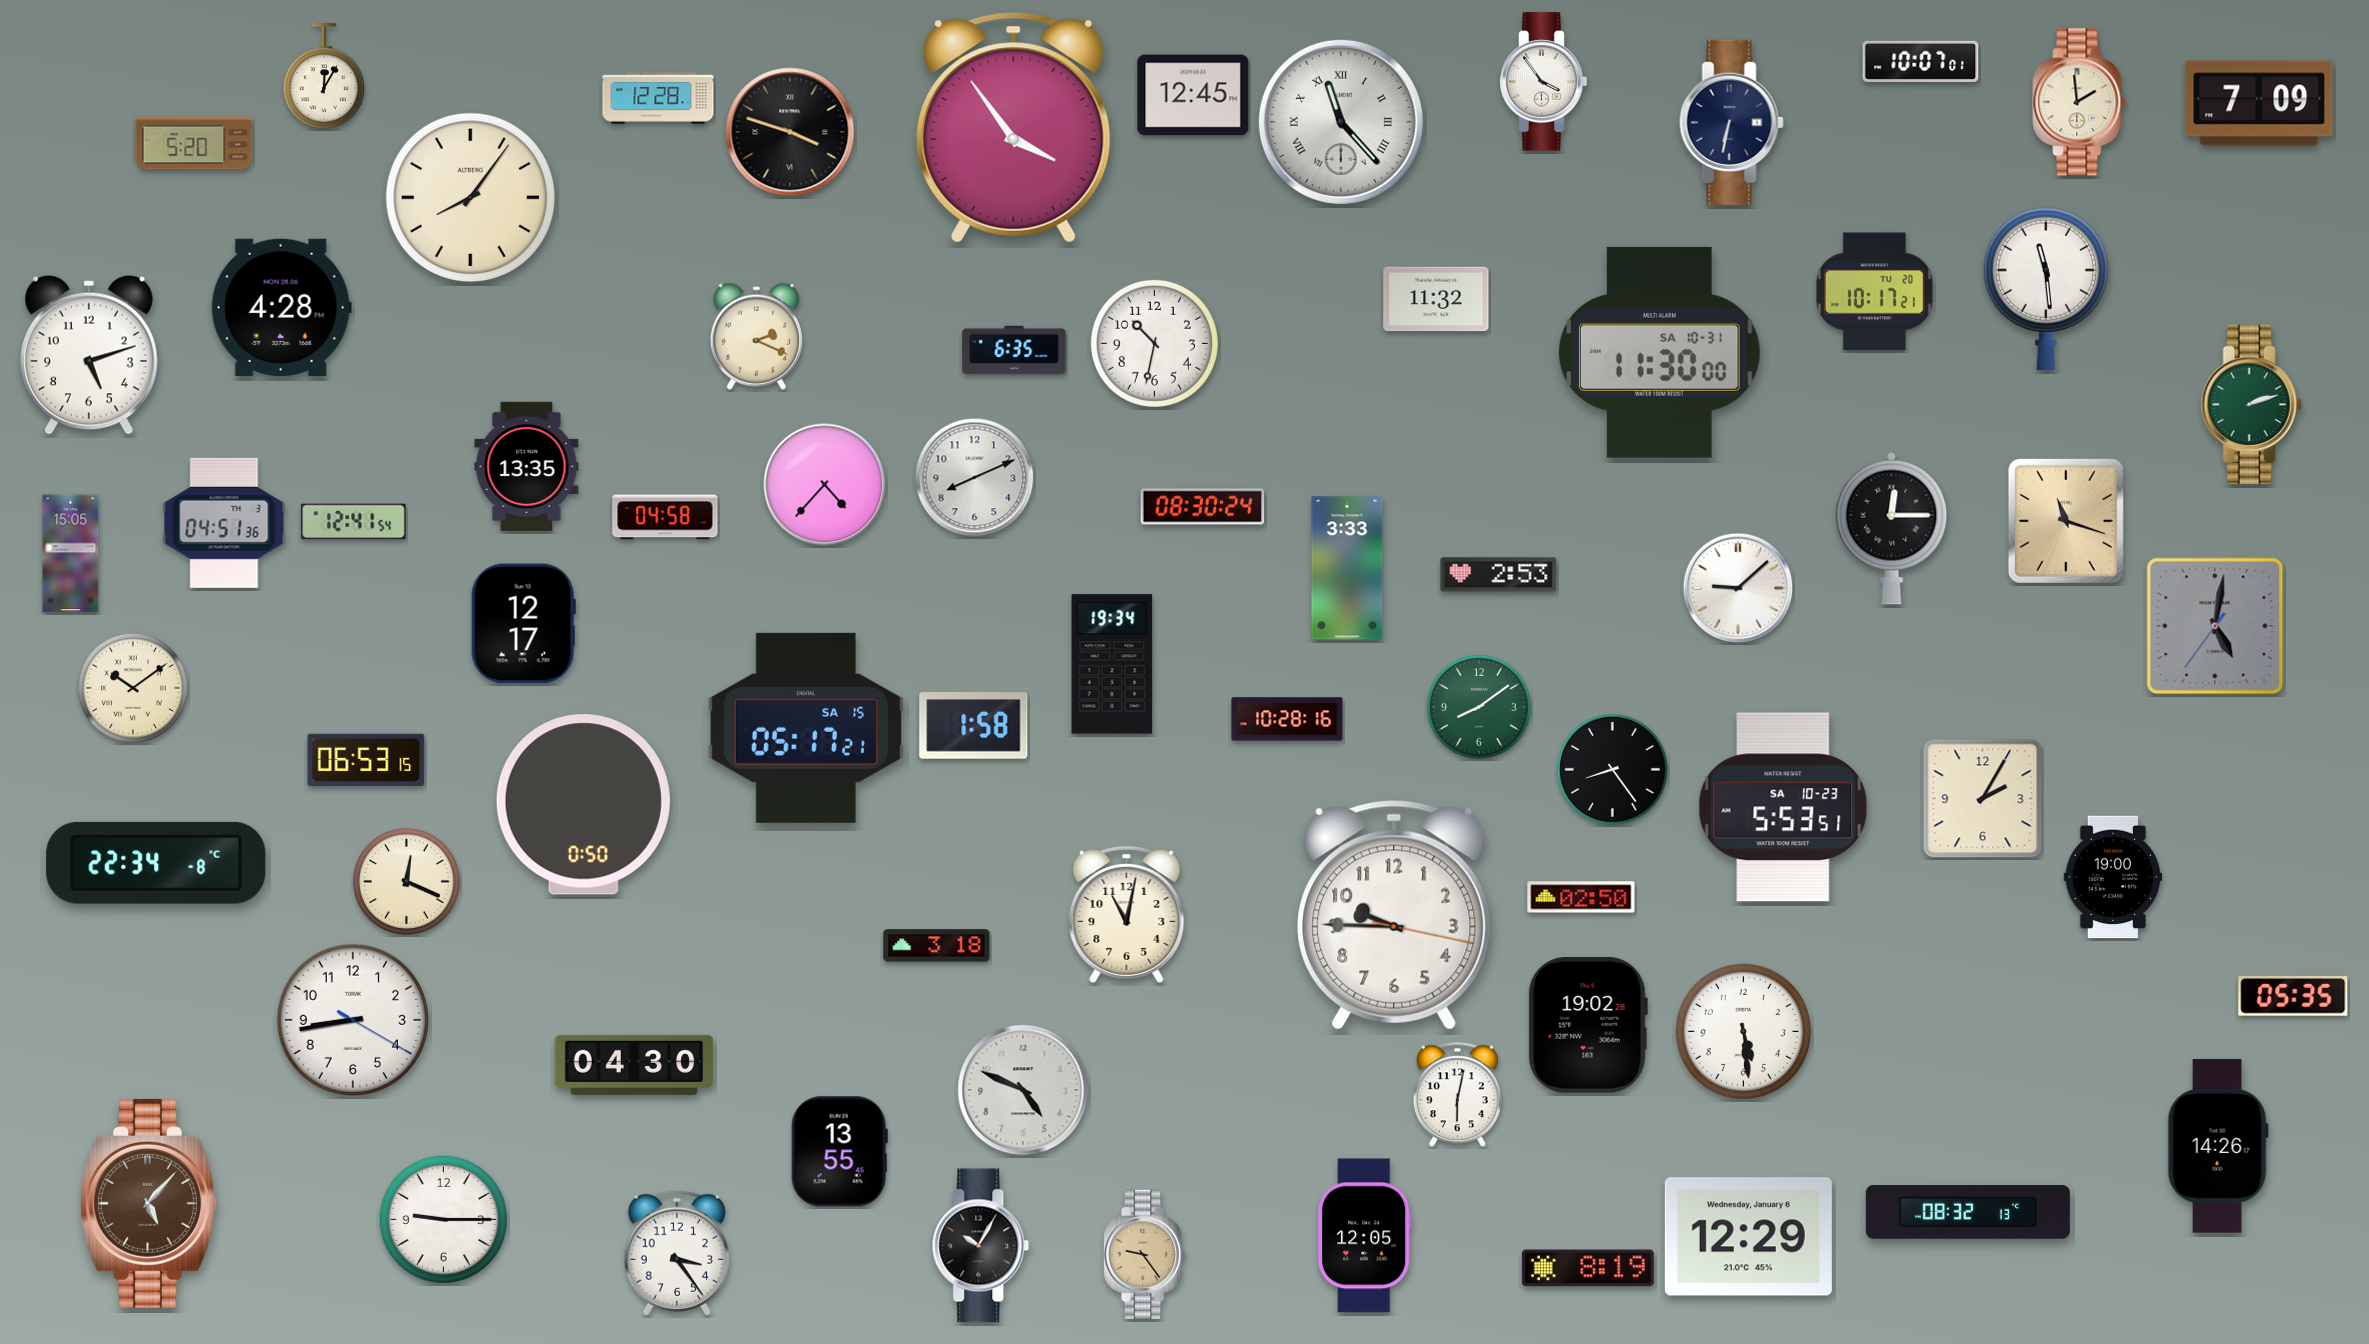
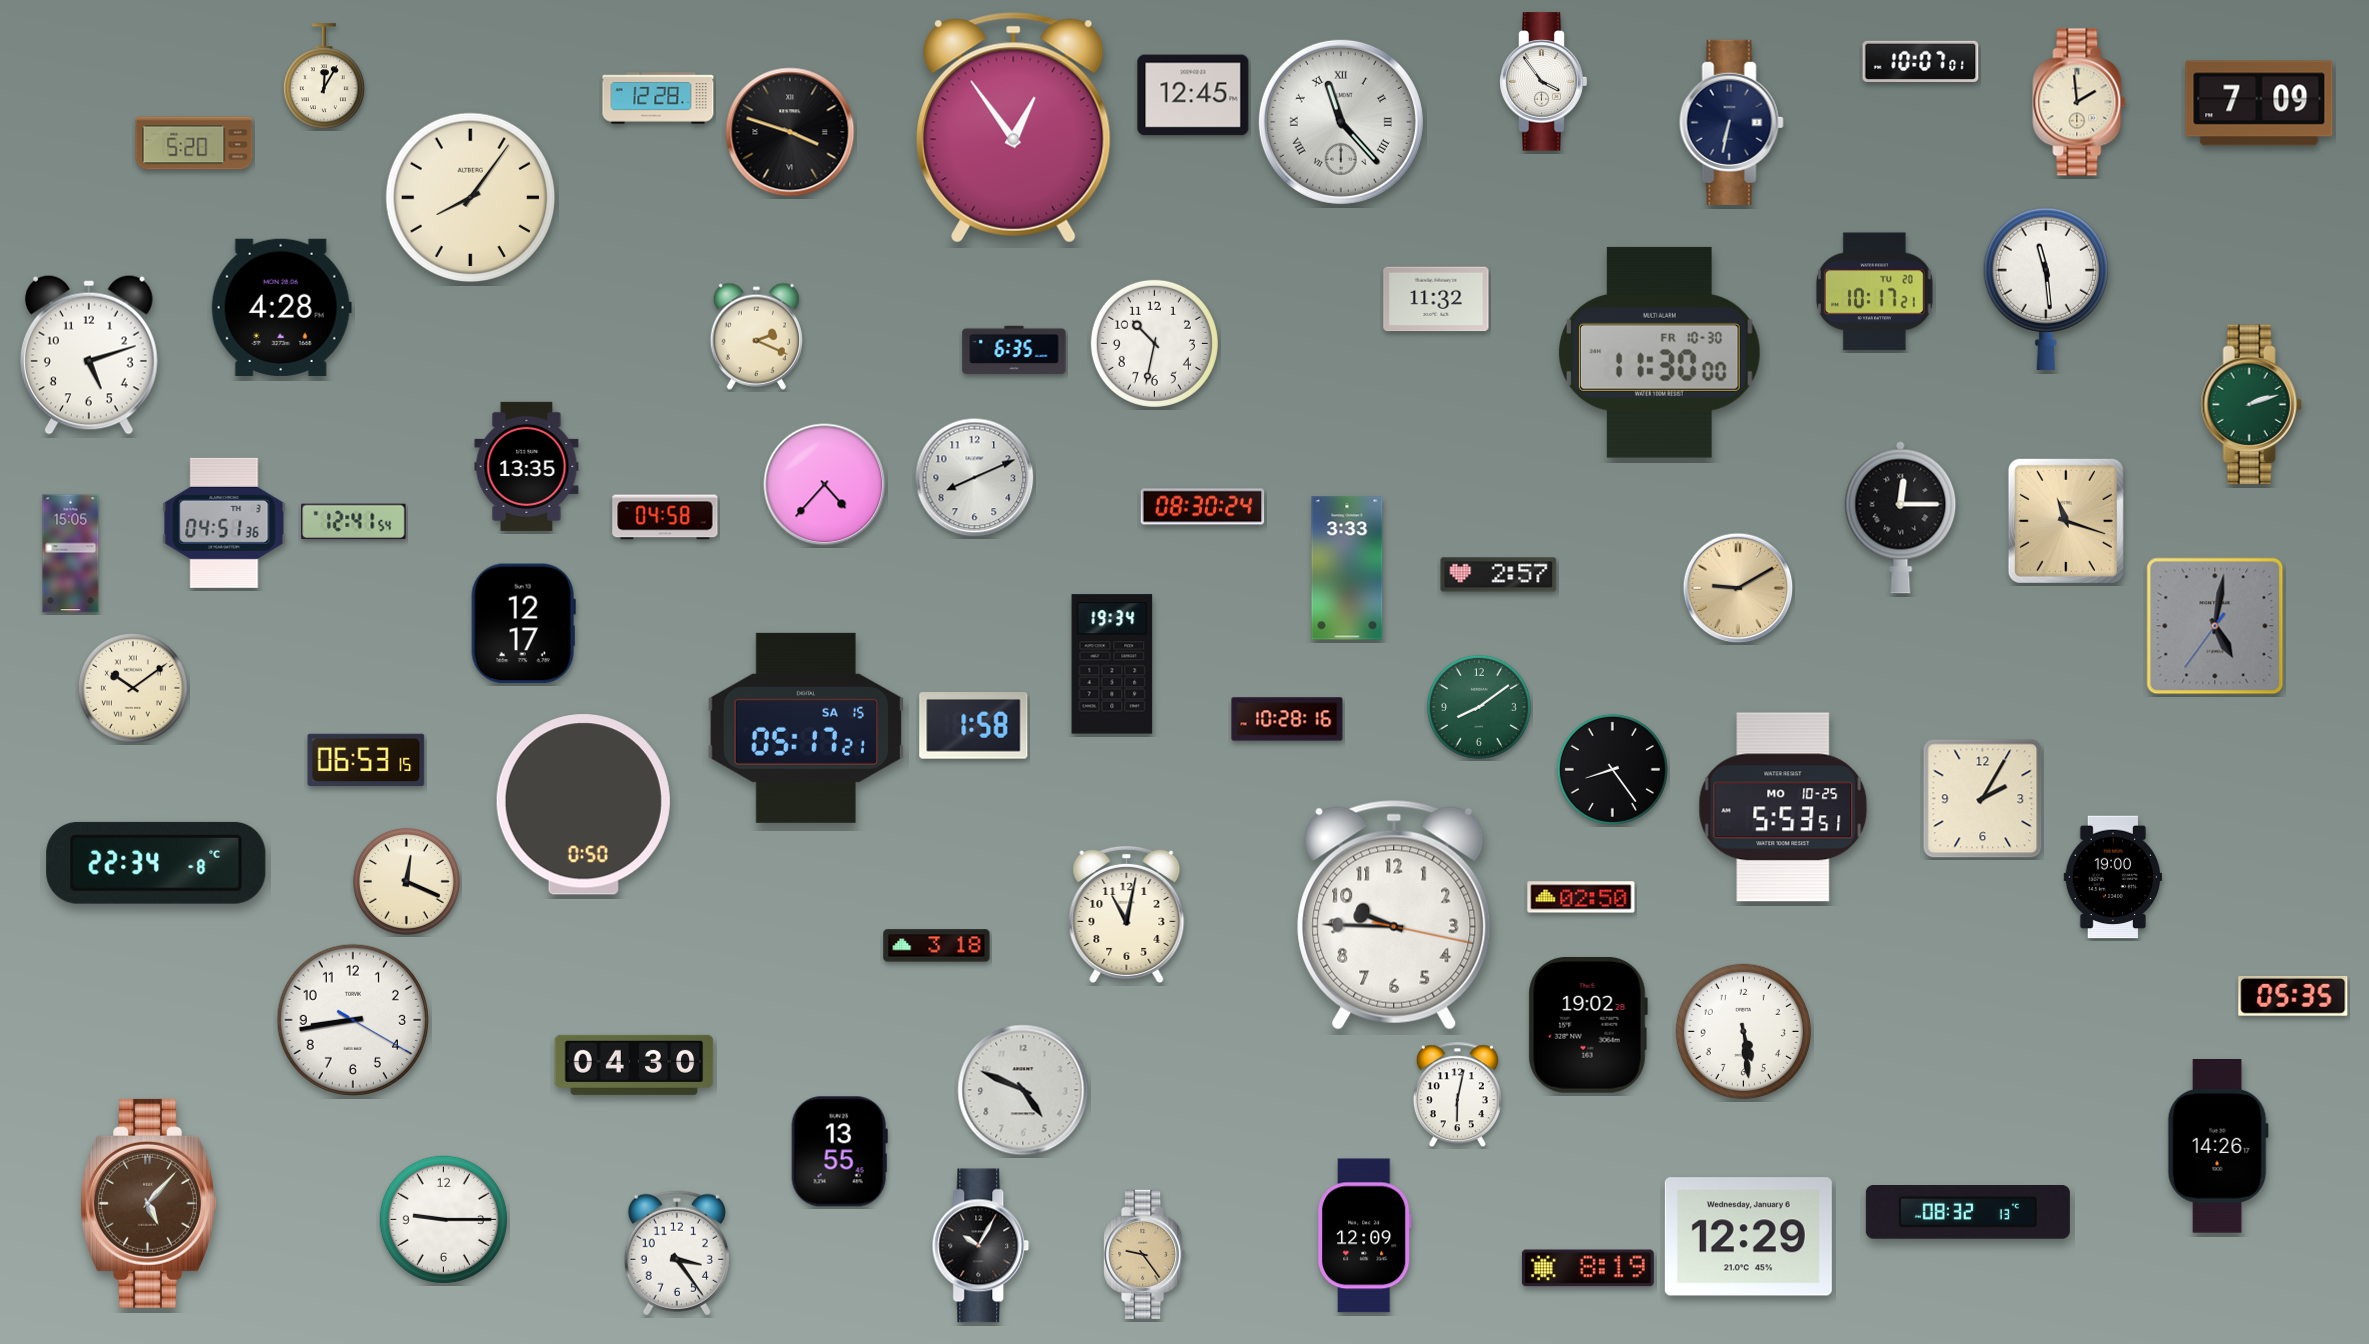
clock at (1014, 128): 3:54 -> 12:54
clock at (1659, 352) date: SA 10-31 -> FR 10-30
clock at (1892, 528) position: (1892, 528) -> (1901, 517)
clock at (1499, 575): 2:53 -> 2:57
clock at (1738, 588): 9:08 -> 9:10
clock at (1738, 588) dial: white -> champagne
clock at (1783, 807) date: SA 10-23 -> MO 10-25
clock at (1365, 1236): 12:05 -> 12:09
